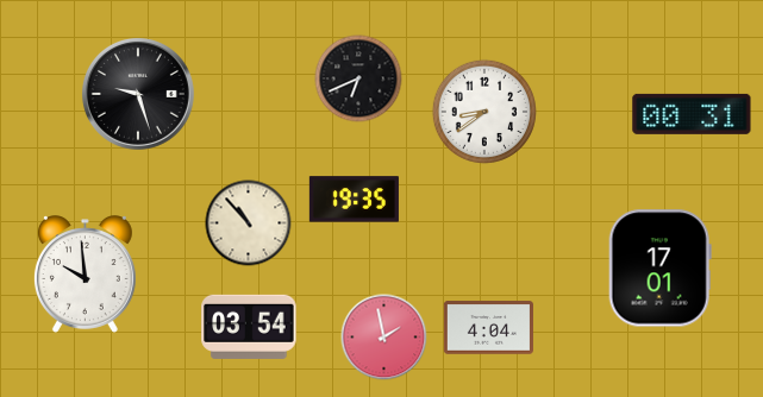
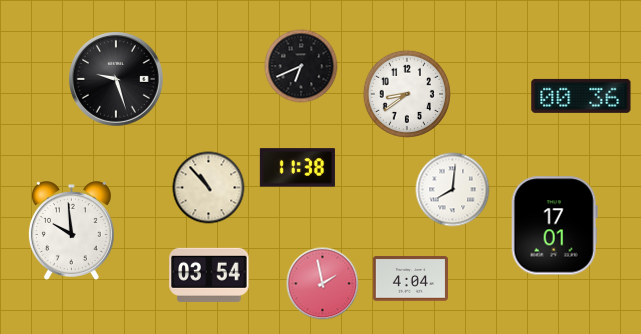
clock at (692, 114): 00:31 -> 00:36
clock at (354, 200): 19:35 -> 11:38
clock at (453, 190): none -> 8:01
clock at (488, 328) position: (488, 328) -> (410, 279)
